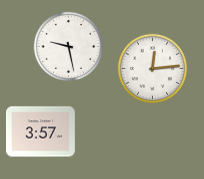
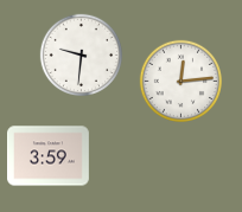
clock at (68, 46): 9:28 -> 9:31
clock at (41, 132): 3:57 -> 3:59
